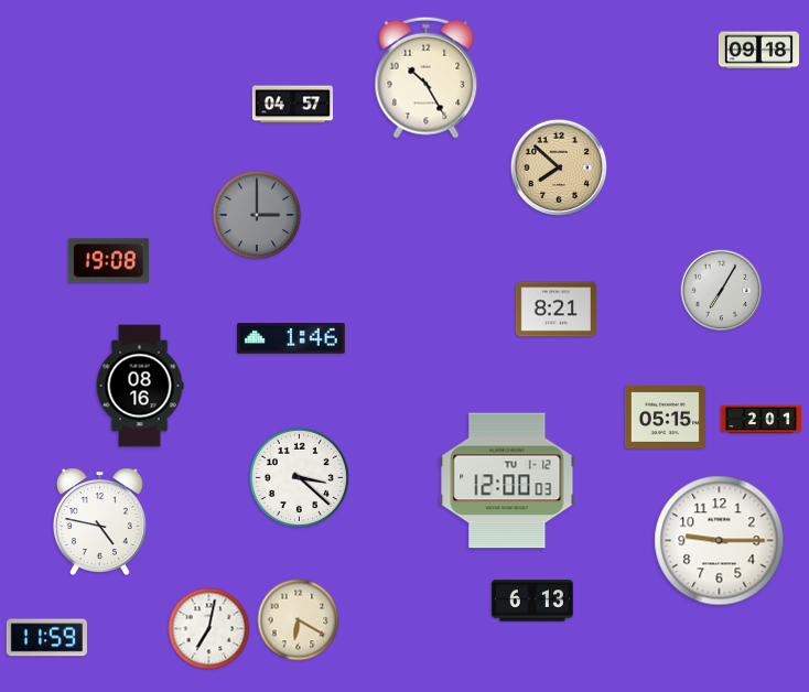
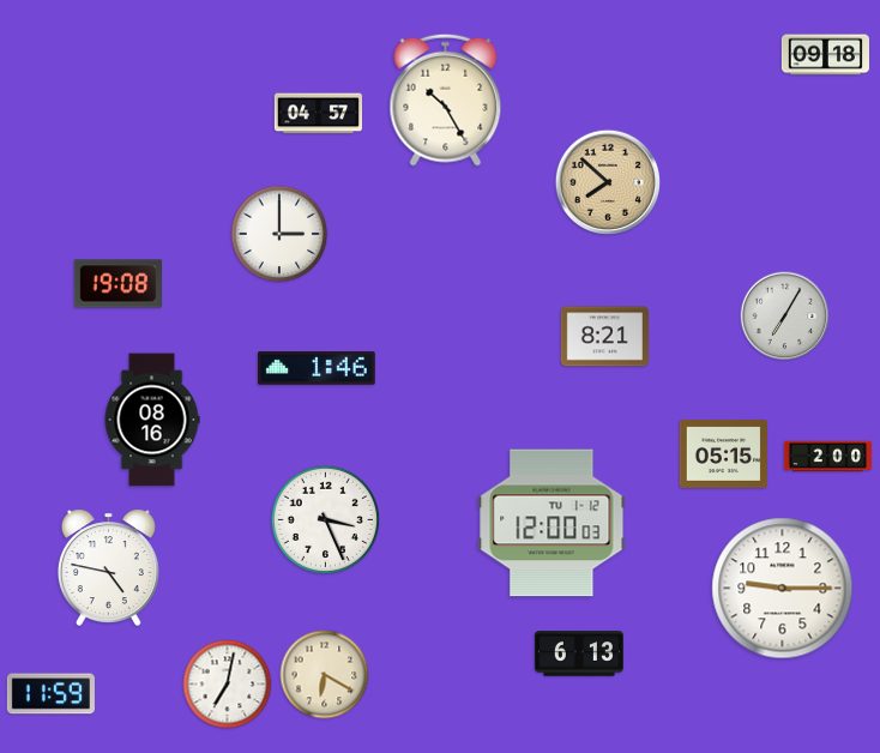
clock at (427, 77) position: (427, 77) -> (446, 100)
clock at (257, 215) dial: grey -> white
clock at (761, 420): 2:01 -> 2:00
clock at (299, 477): 3:22 -> 3:26
